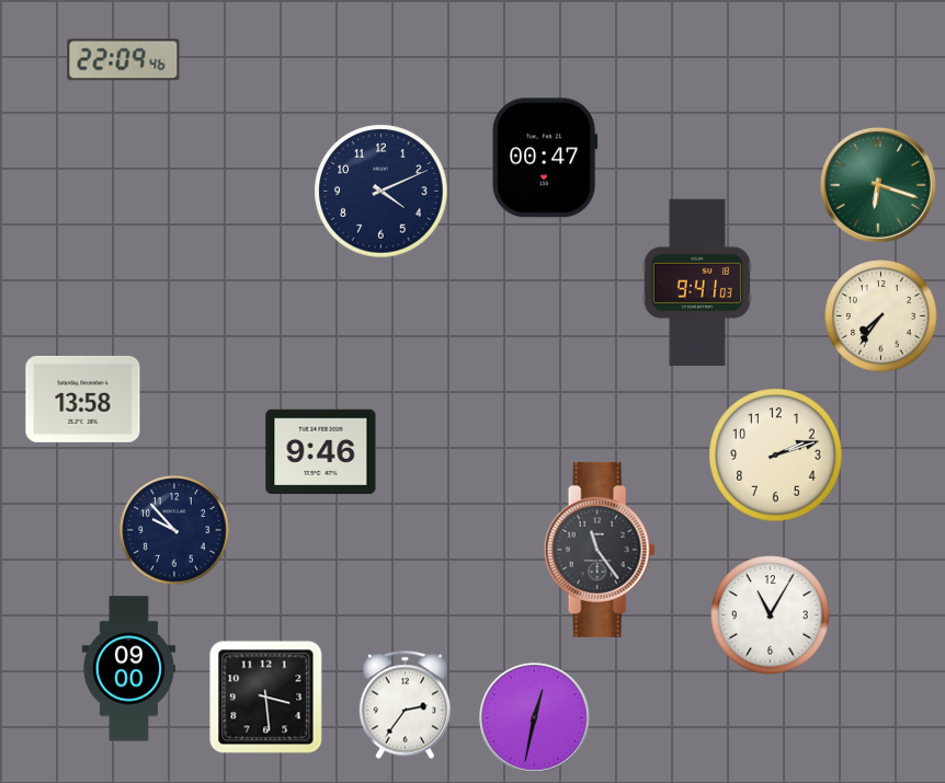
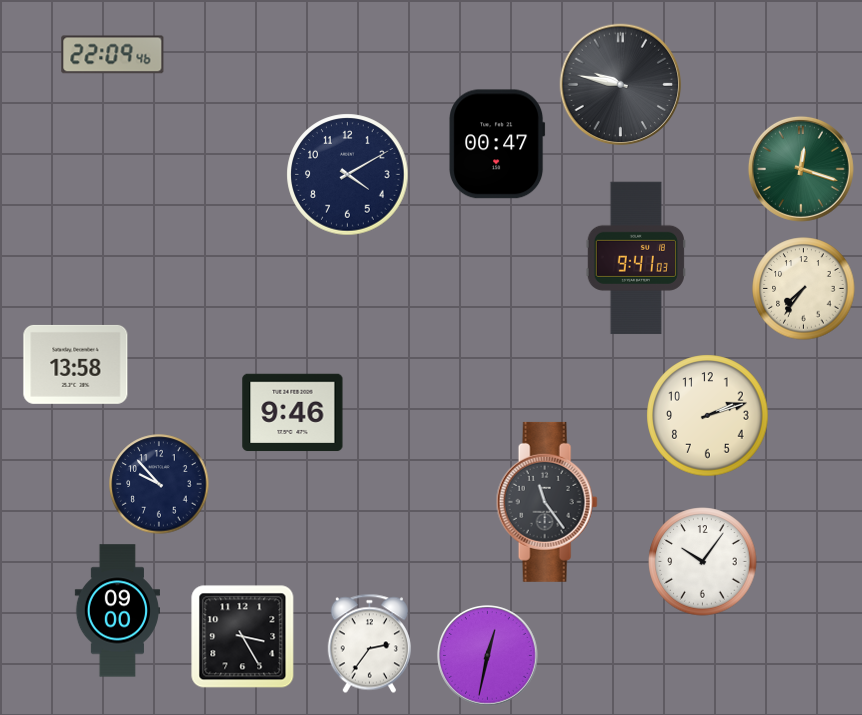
clock at (621, 85): none -> 9:47
clock at (878, 185): 6:18 -> 12:18
clock at (382, 192): 4:11 -> 4:10
clock at (771, 615): 11:05 -> 10:06
clock at (266, 698): 3:29 -> 3:25
